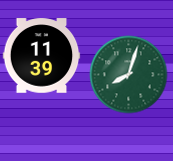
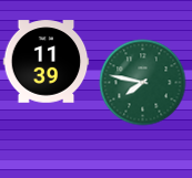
clock at (128, 74): 8:03 -> 7:47
